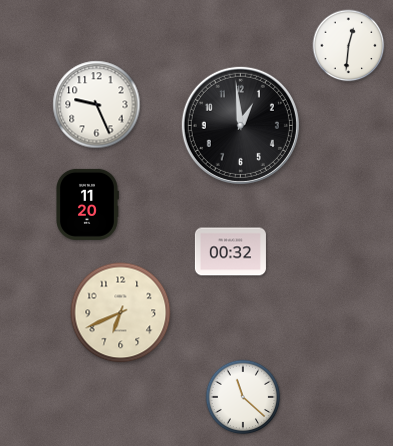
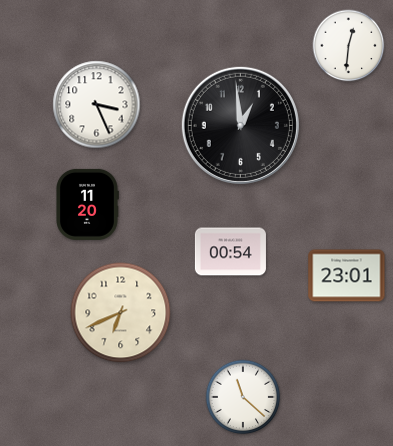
clock at (97, 105): 9:26 -> 3:26
clock at (230, 252): 00:32 -> 00:54
clock at (347, 276): none -> 23:01
